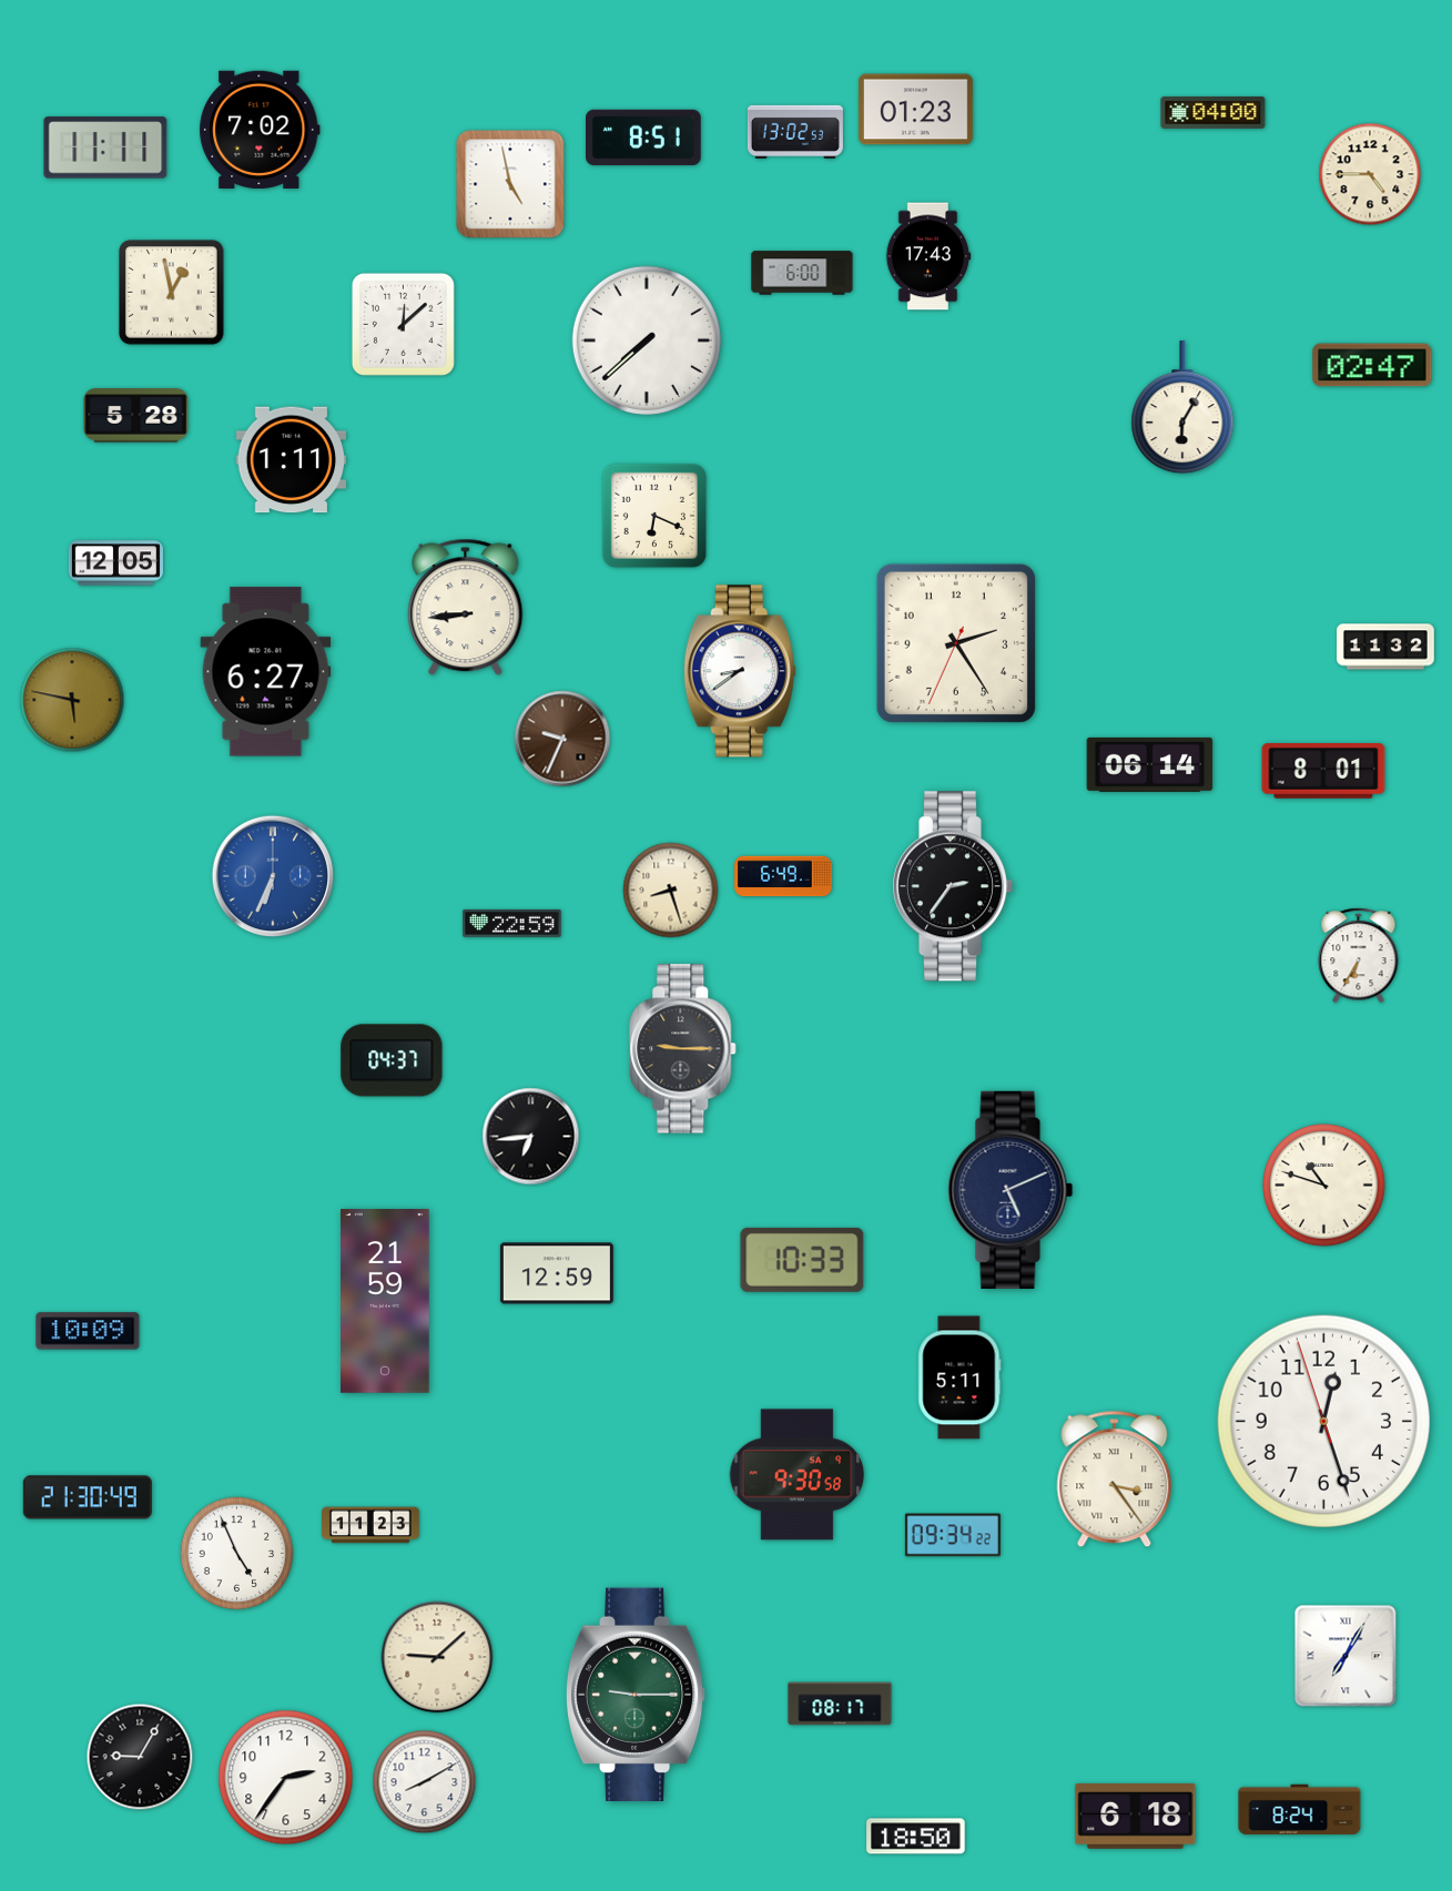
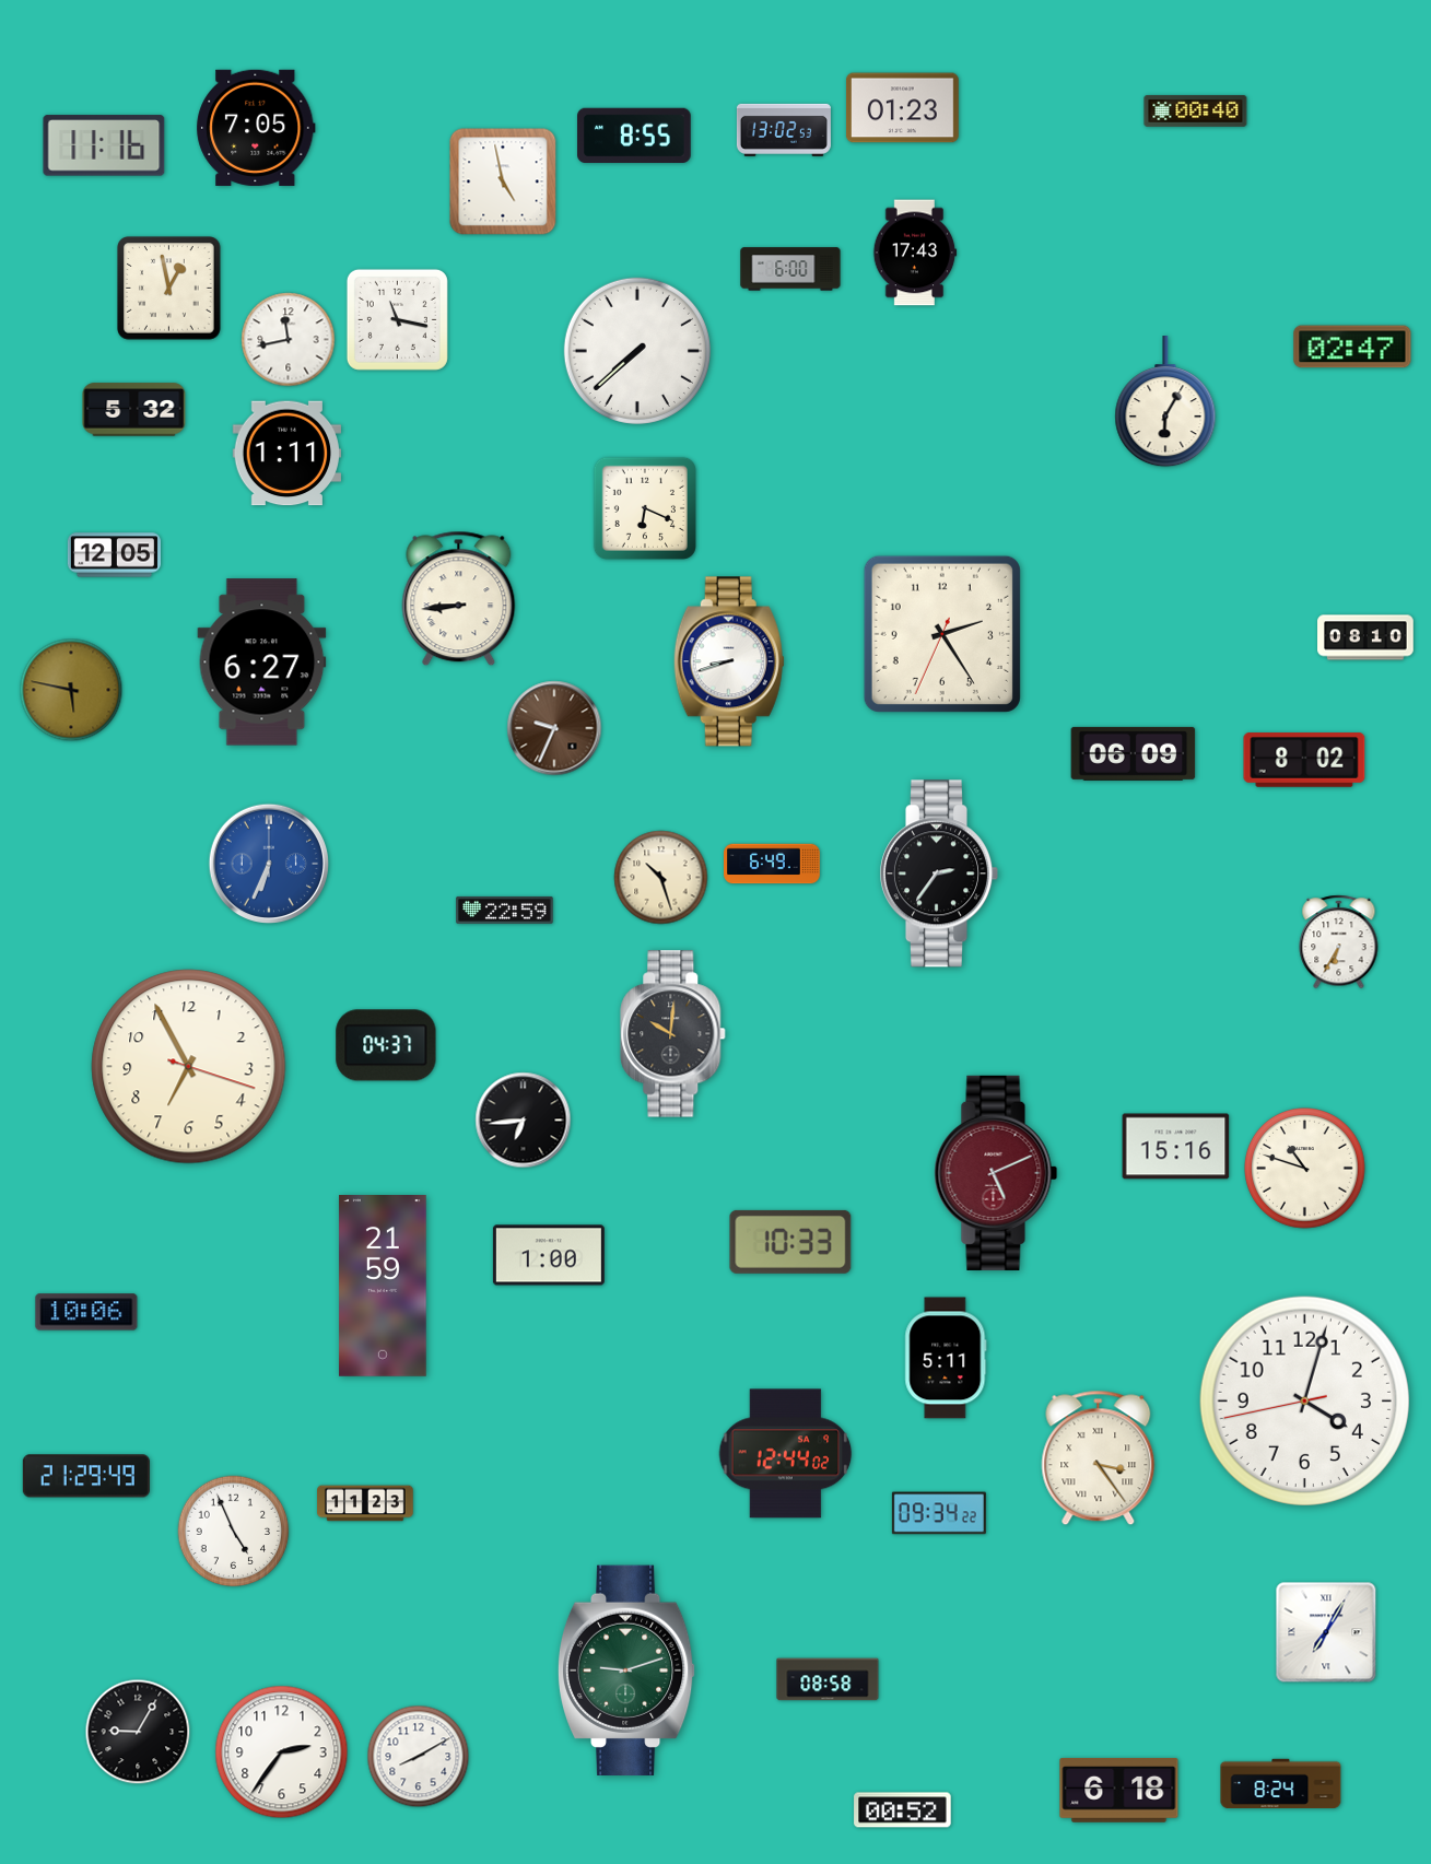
clock at (1214, 112): 04:00 -> 00:40
clock at (260, 130): 7:02 -> 7:05
clock at (644, 136): 8:51 -> 8:55
clock at (105, 148): 11:11 -> 11:16
clock at (1370, 174): 4:45 -> none
clock at (403, 324): 12:08 -> 11:17
clock at (647, 340) position: (647, 340) -> (637, 351)
clock at (289, 340): none -> 11:43
clock at (1372, 365) position: (1372, 365) -> (1352, 347)
clock at (136, 416): 5:28 -> 5:32
clock at (1385, 647): 11:32 -> 08:10
clock at (740, 671): 8:39 -> 8:42
clock at (1150, 764): 06:14 -> 06:09
clock at (1323, 771): 8:01 -> 8:02
clock at (671, 891): 8:27 -> 10:27
clock at (683, 1049): 9:15 -> 10:01
clock at (189, 1067): none -> 6:55
clock at (1176, 1147): none -> 15:16
clock at (1011, 1190) dial: navy -> burgundy
clock at (557, 1273): 12:59 -> 1:00
clock at (385, 1302) position: (385, 1302) -> (383, 1287)
clock at (88, 1331): 10:09 -> 10:06
clock at (1323, 1421): 12:26 -> 4:02
clock at (798, 1475): 9:30 -> 12:44
clock at (88, 1497): 21:30 -> 21:29
clock at (437, 1657): 9:08 -> none
clock at (636, 1694): 9:15 -> 9:12
clock at (840, 1704): 08:17 -> 08:58
clock at (916, 1837): 18:50 -> 00:52
